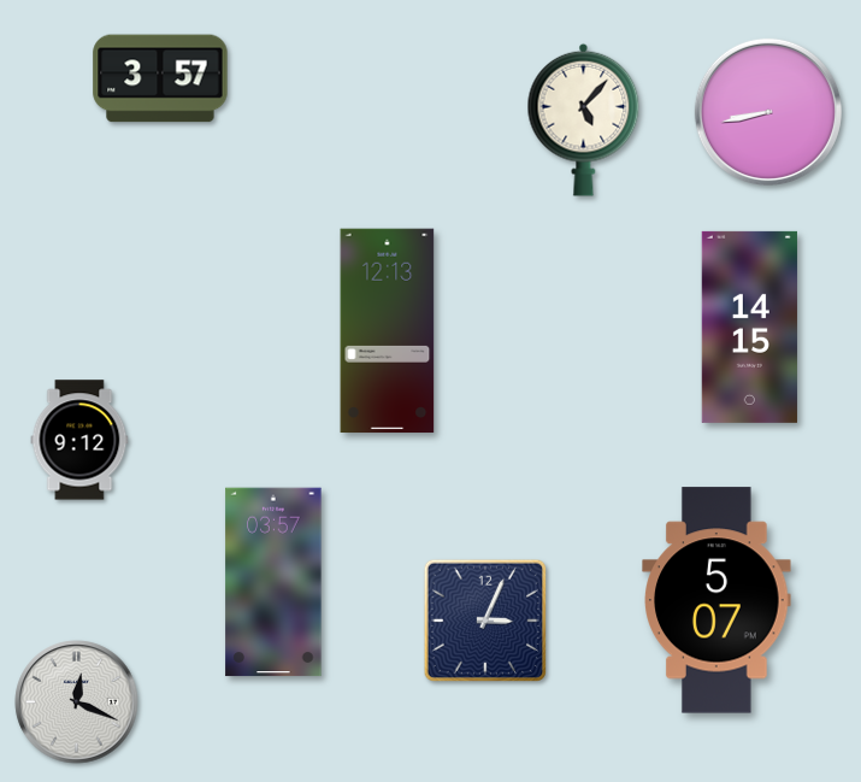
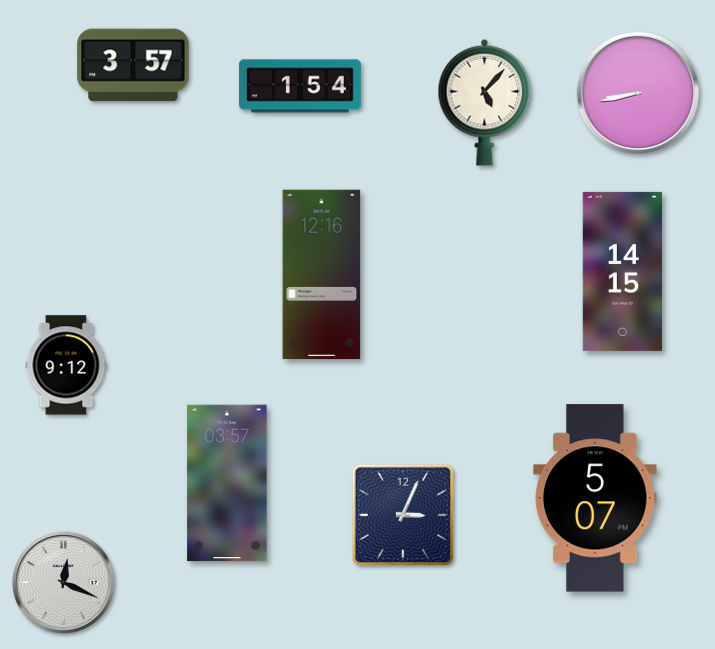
clock at (301, 86): none -> 1:54
clock at (584, 119) position: (584, 119) -> (485, 102)
clock at (388, 331): 12:13 -> 12:16
